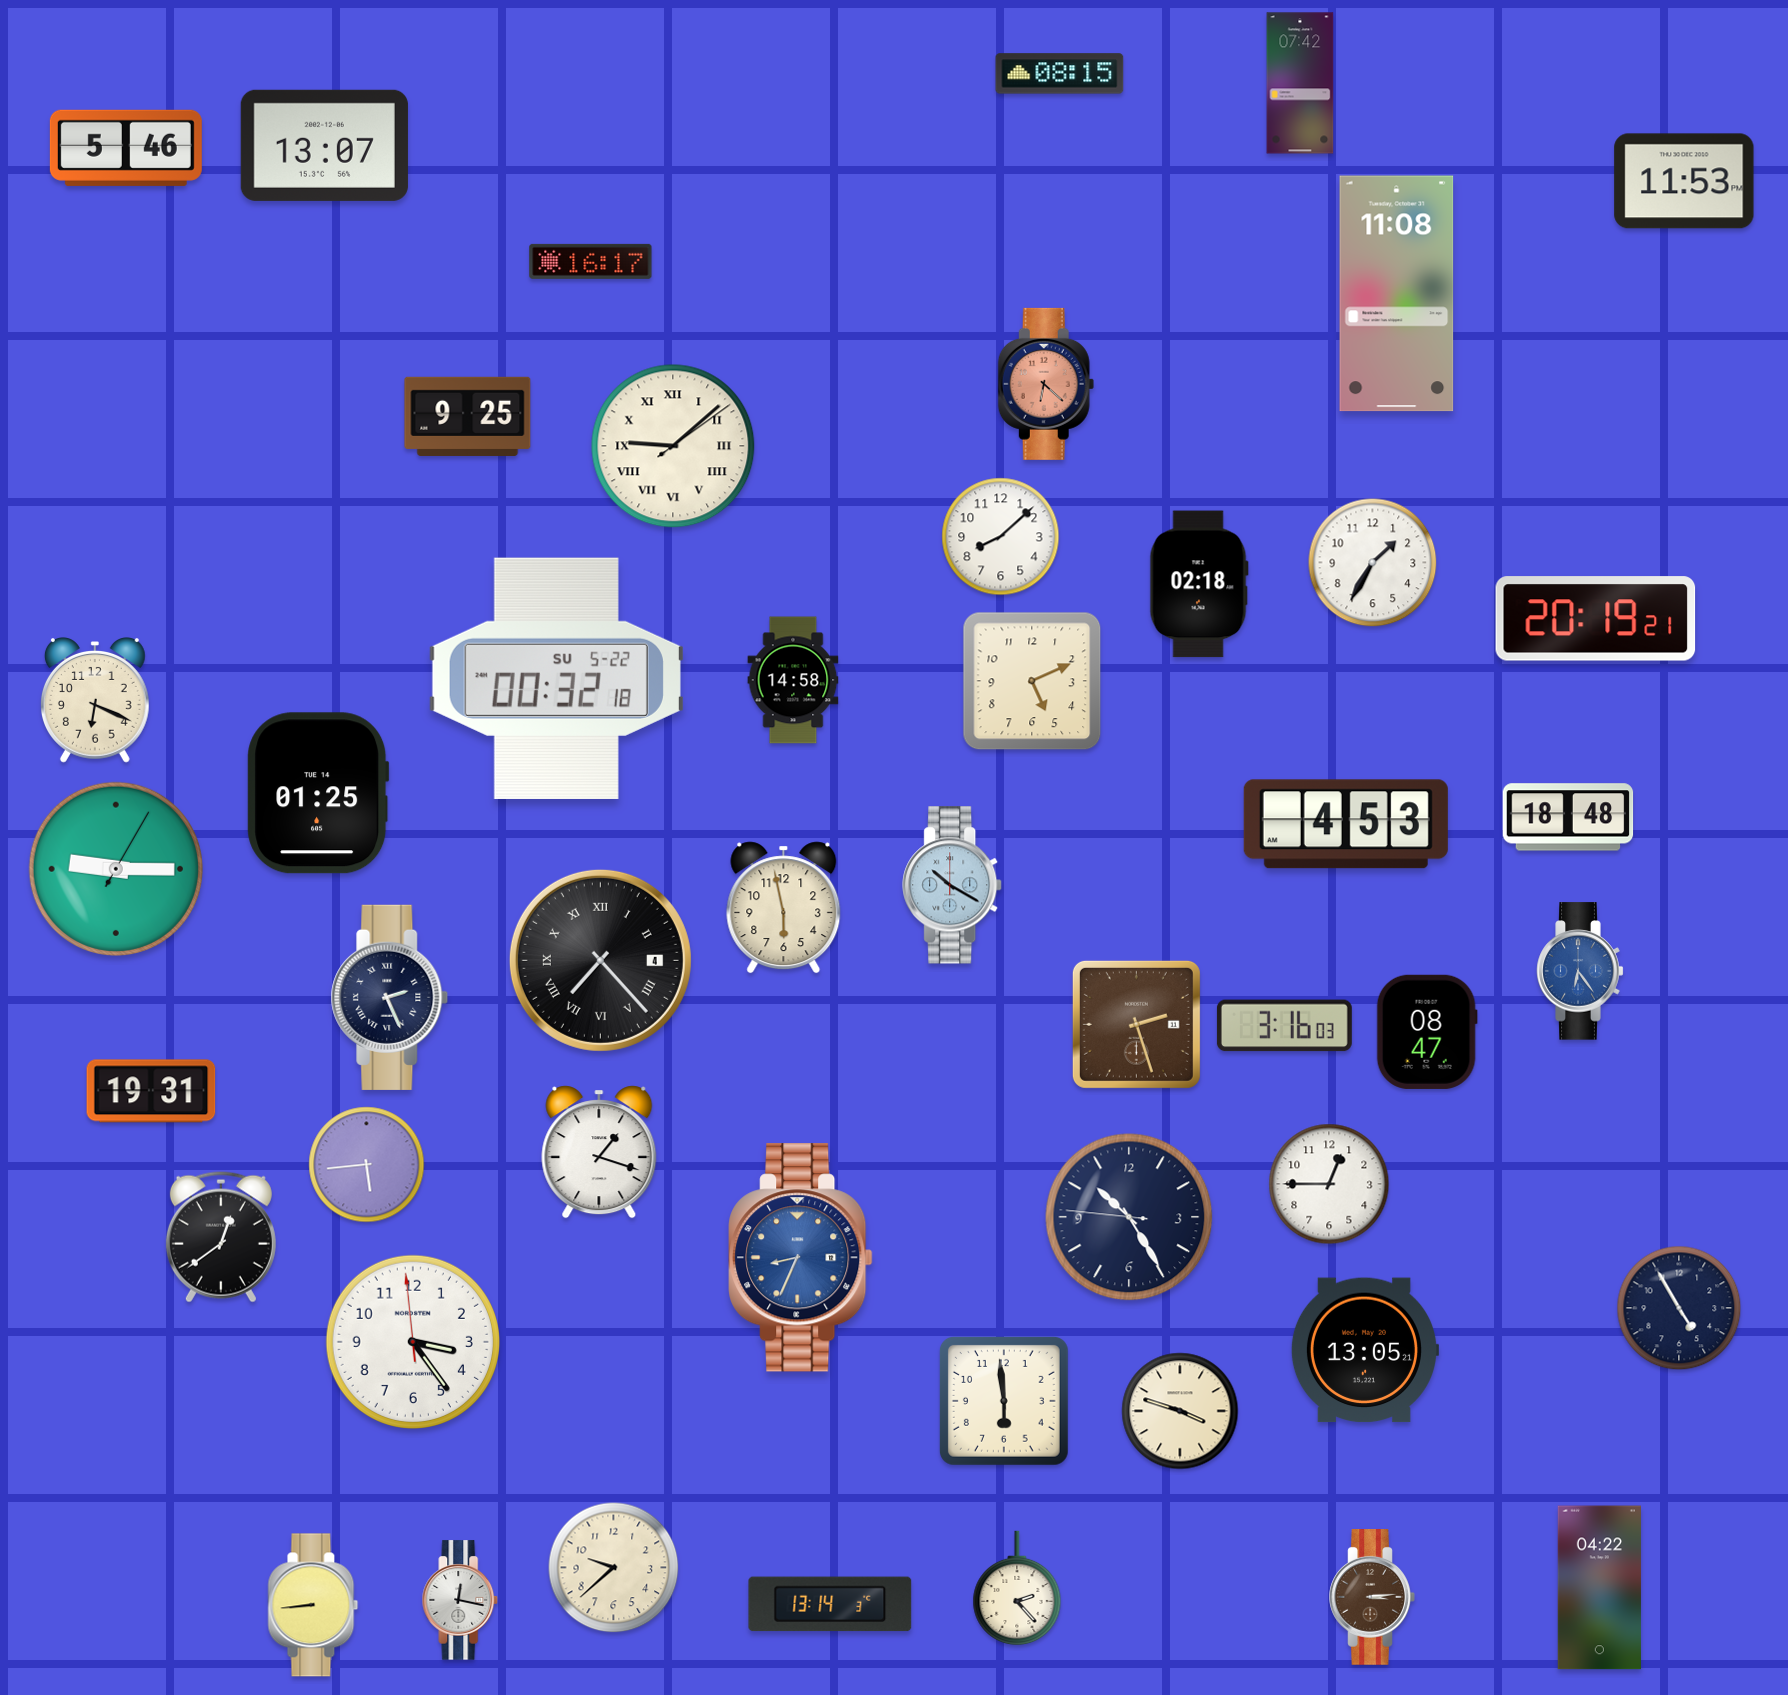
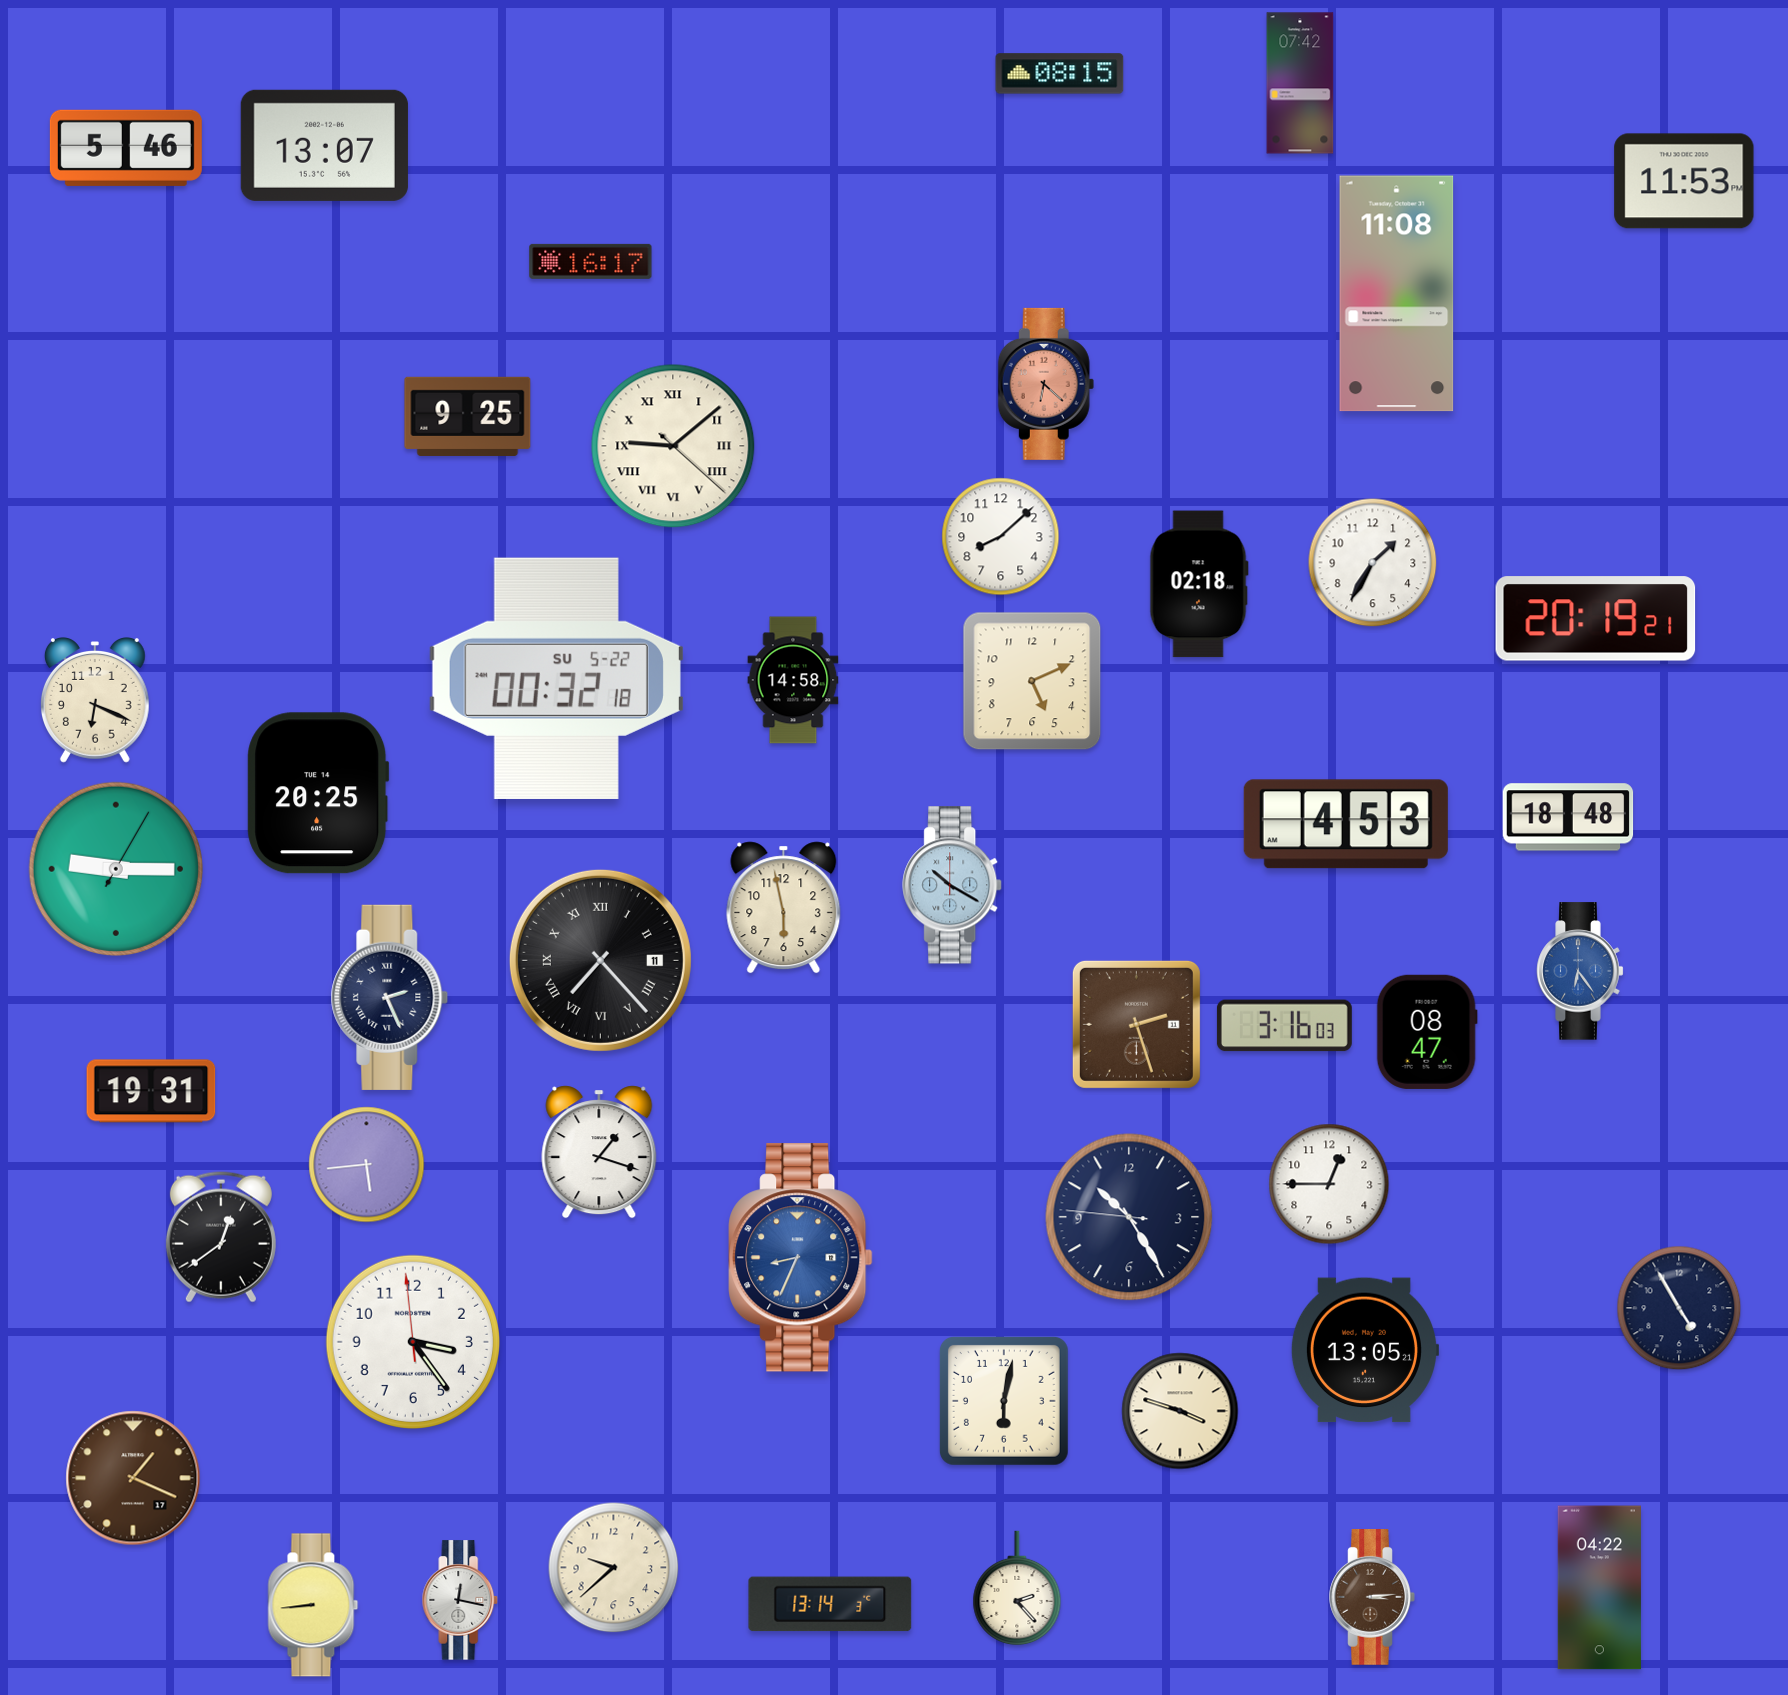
clock at (673, 446): 9:08:09 -> 9:08:22
clock at (318, 793): 01:25 -> 20:25
clock at (600, 960) date: 4 -> 11
clock at (1004, 1401): 5:59 -> 6:02
clock at (133, 1478): none -> 1:19
